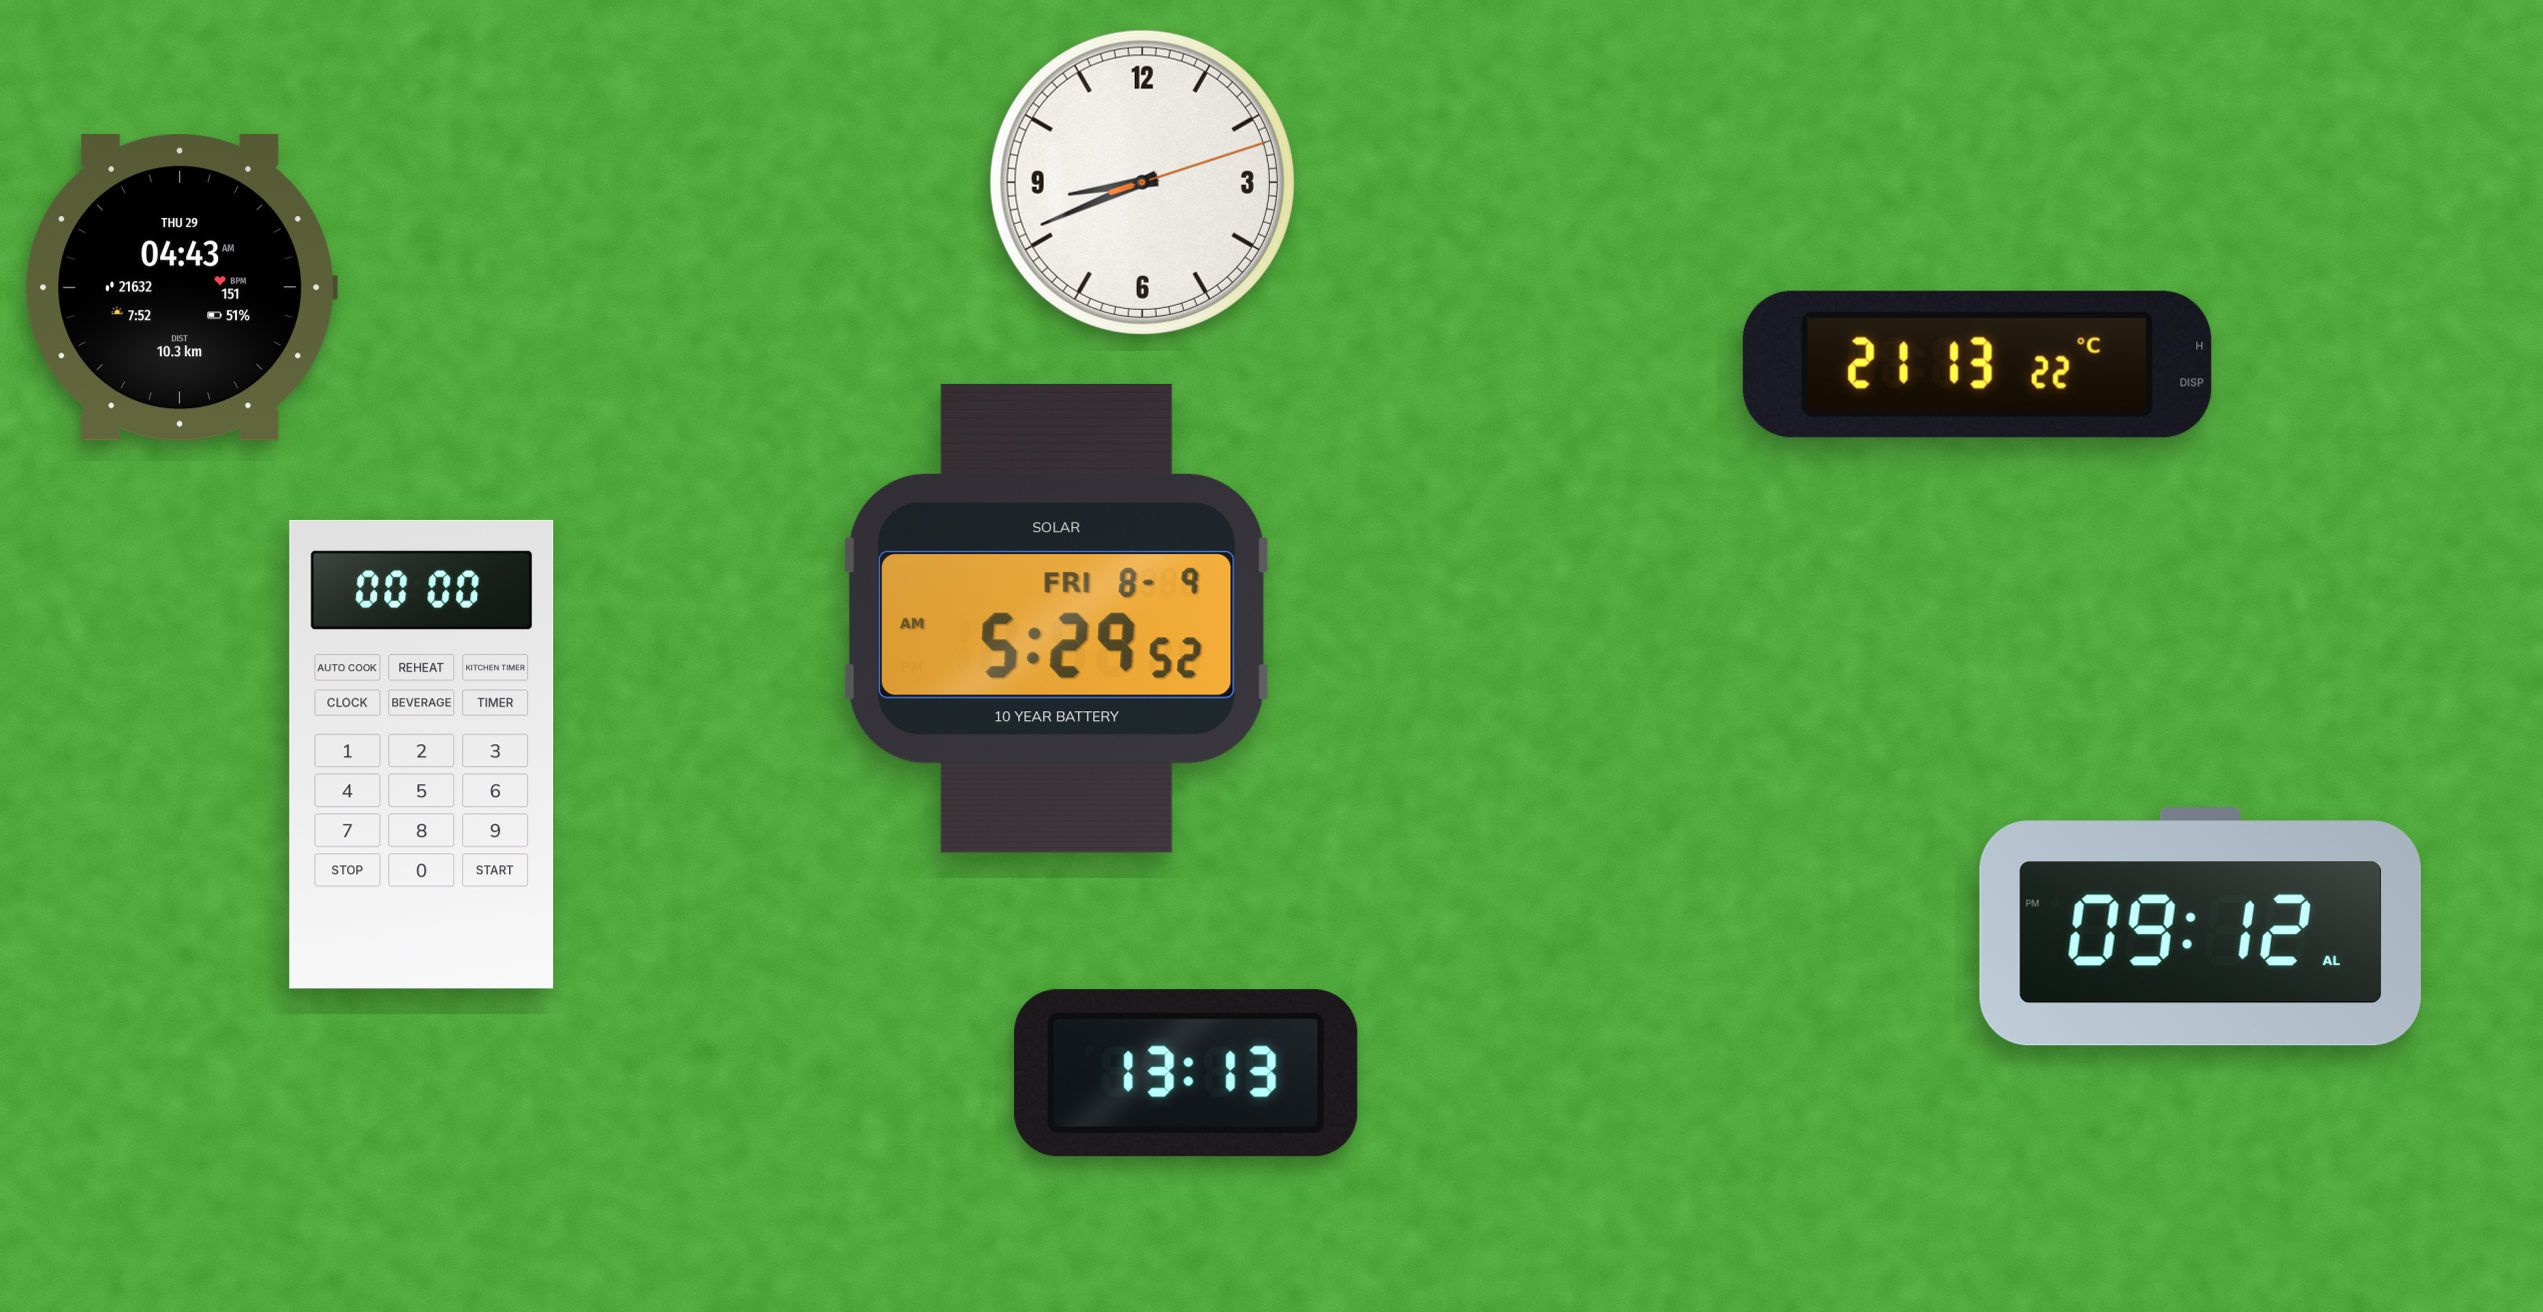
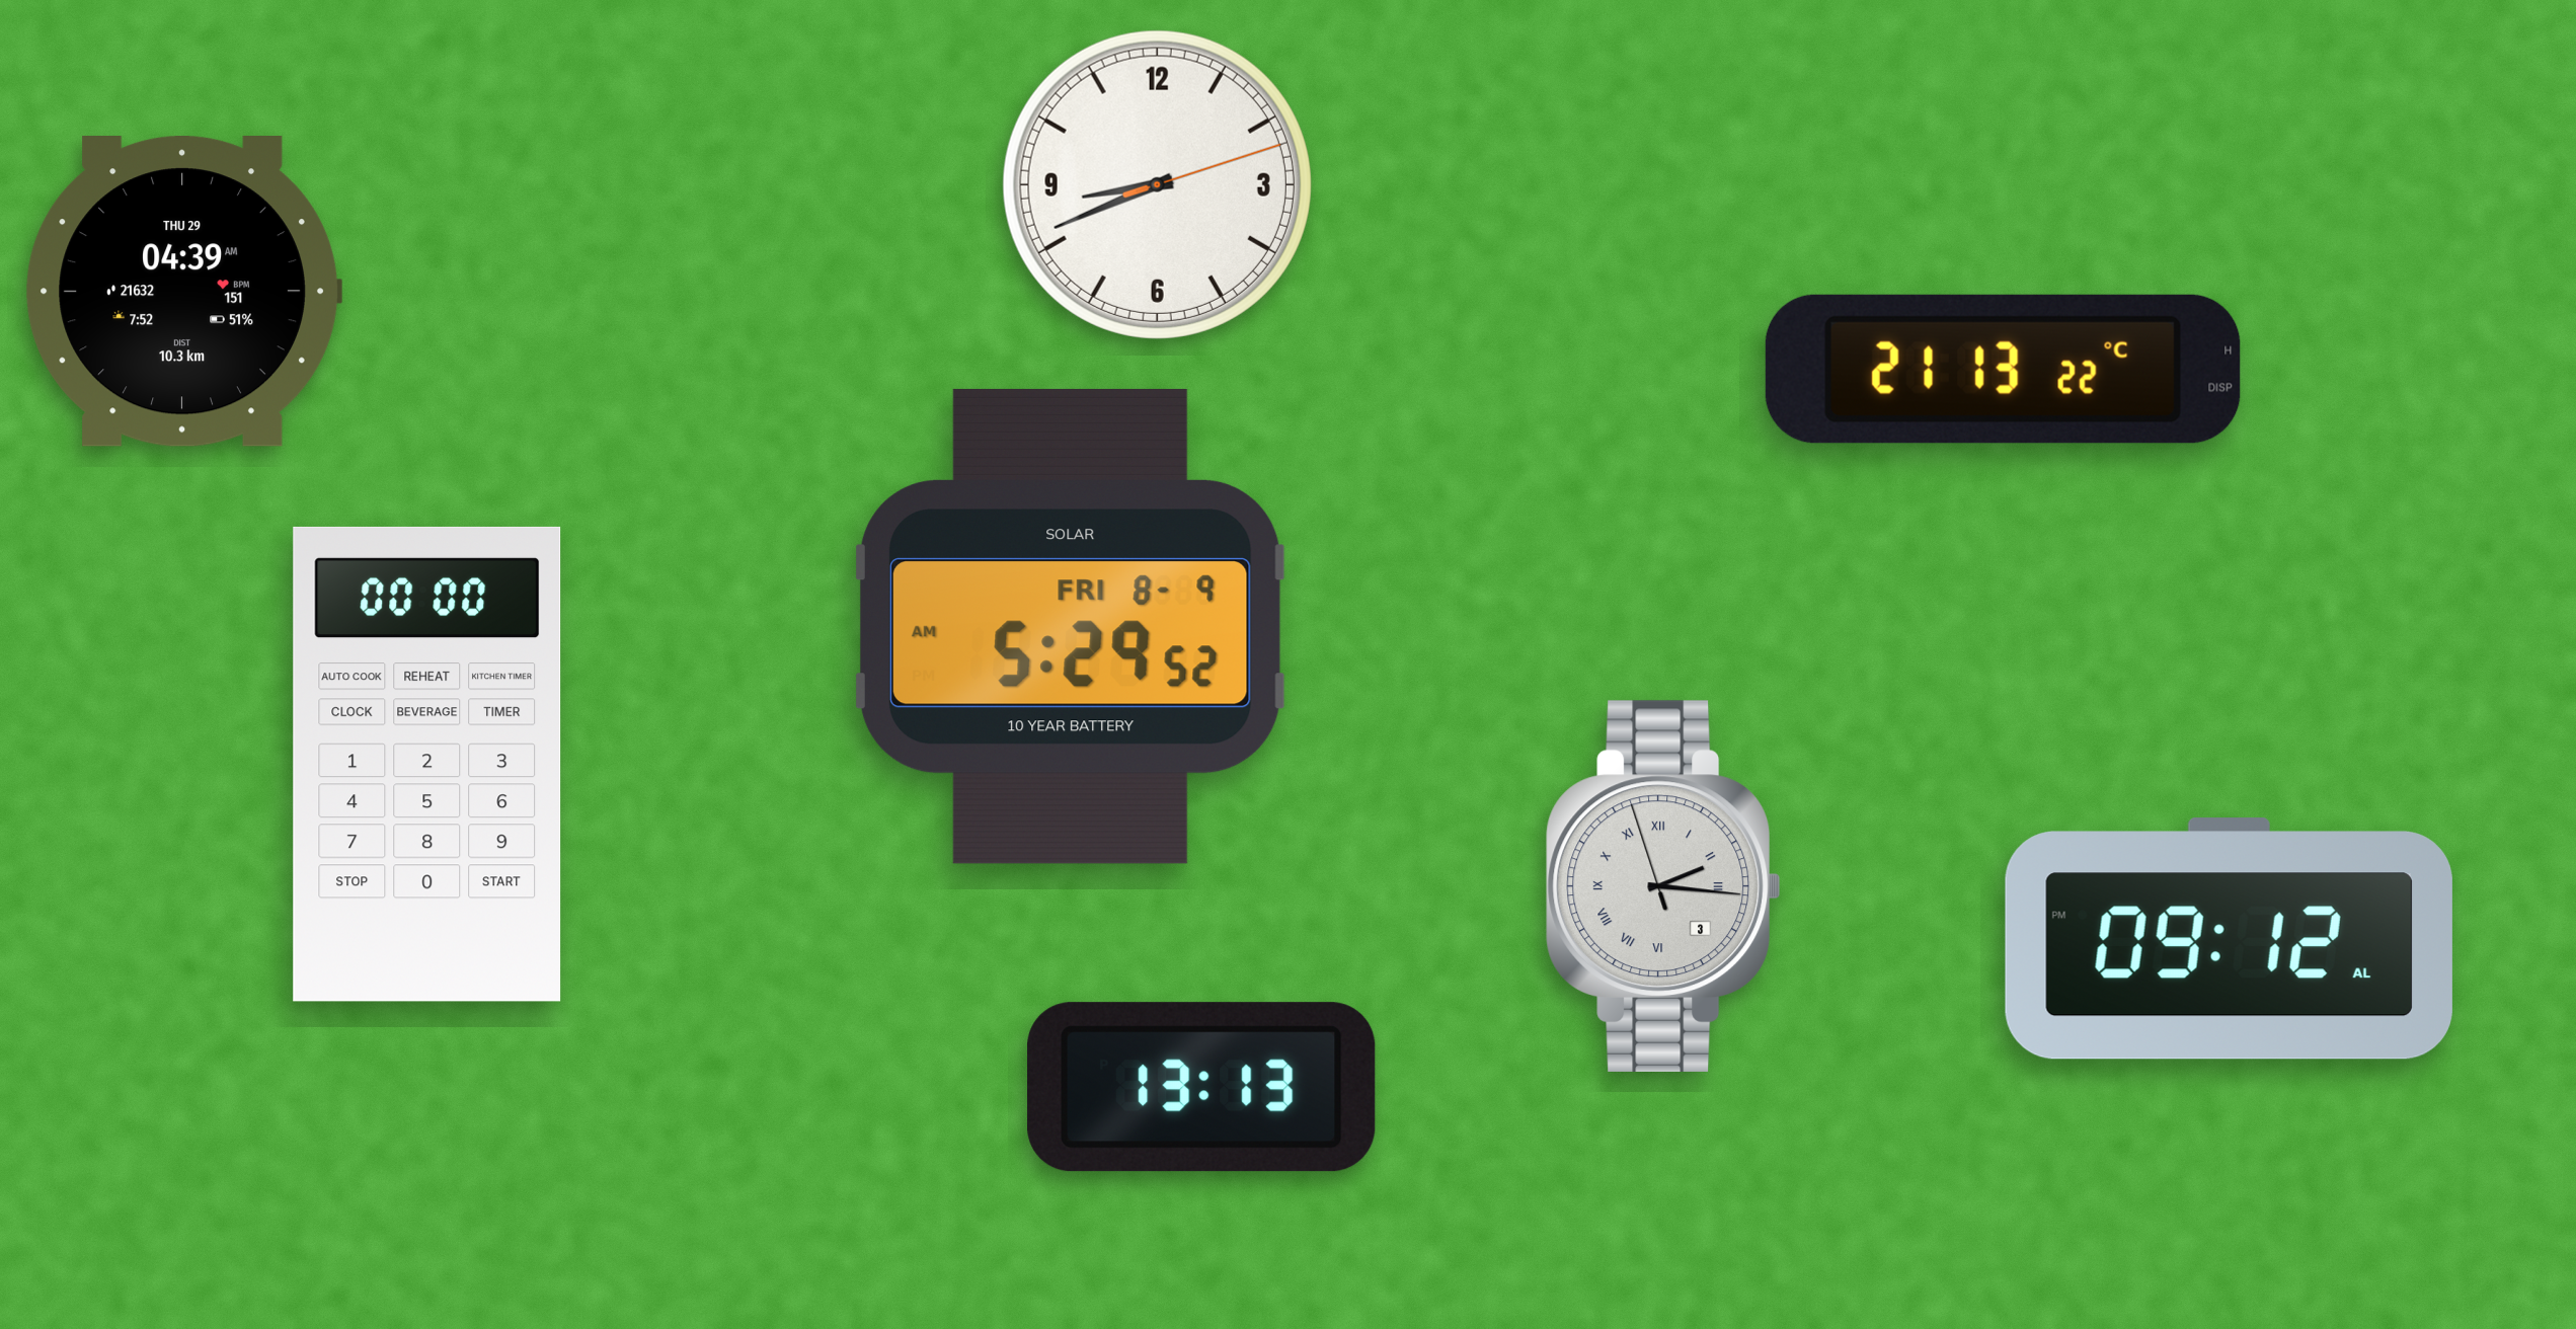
clock at (181, 288): 04:43 -> 04:39
clock at (1663, 886): none -> 2:15
